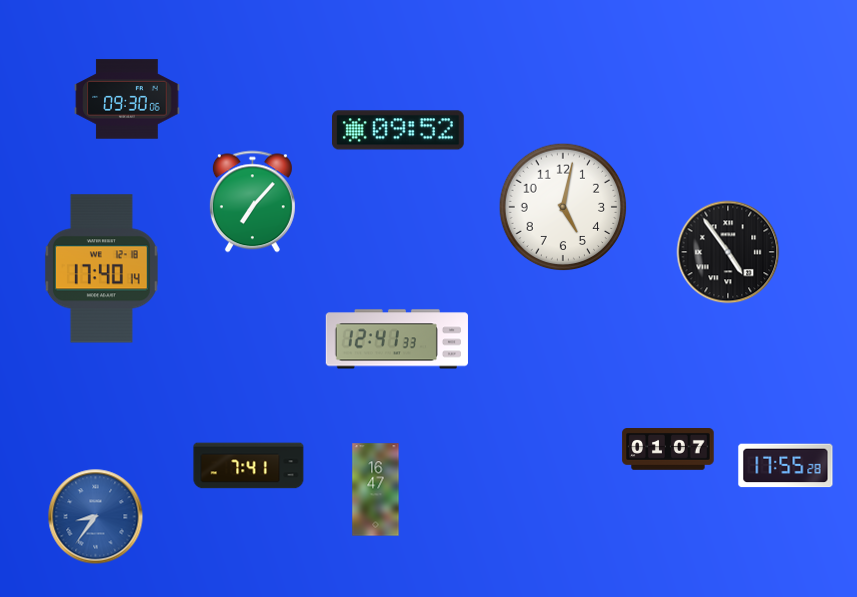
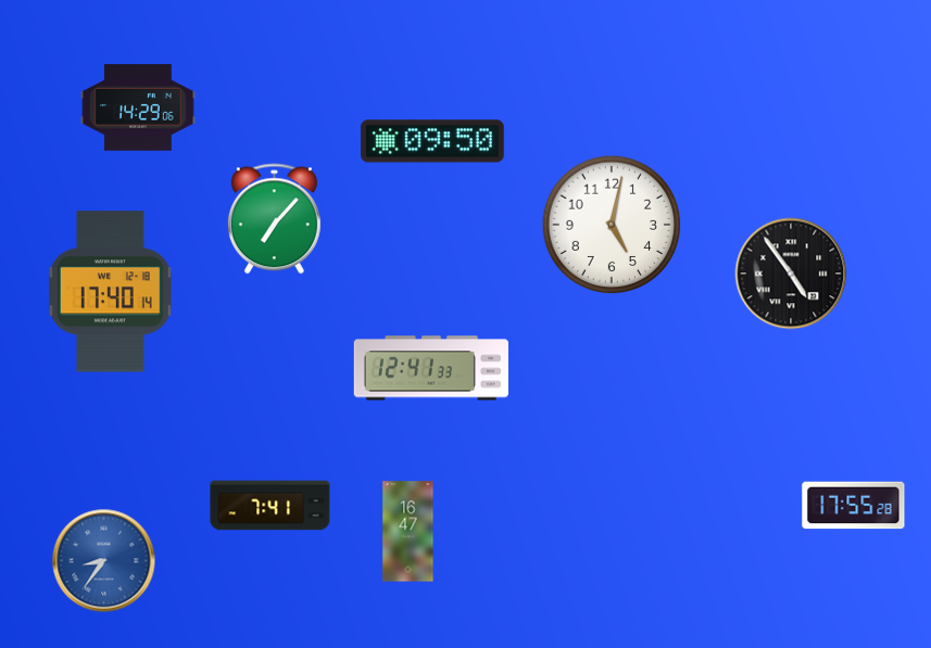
clock at (127, 99): 09:30 -> 14:29
clock at (399, 130): 09:52 -> 09:50
clock at (668, 450): 01:07 -> none
